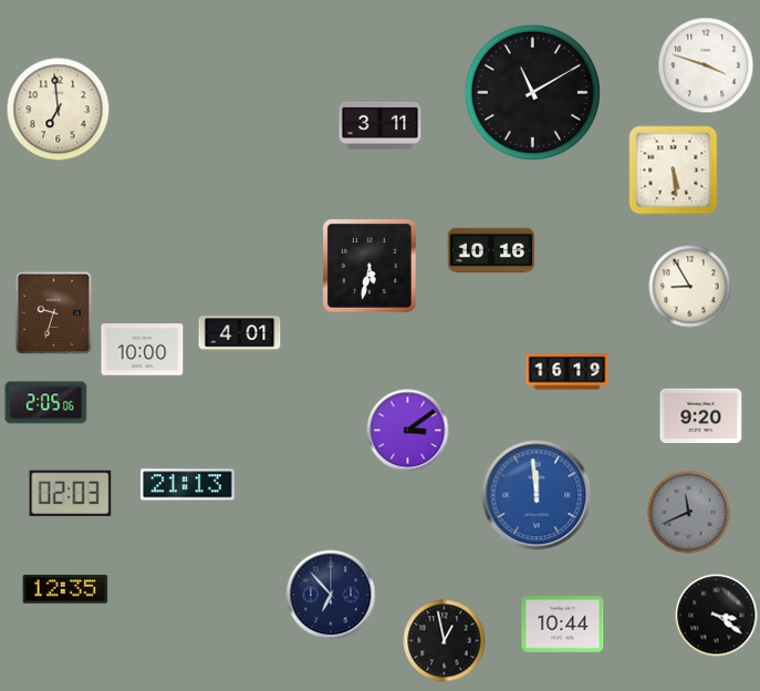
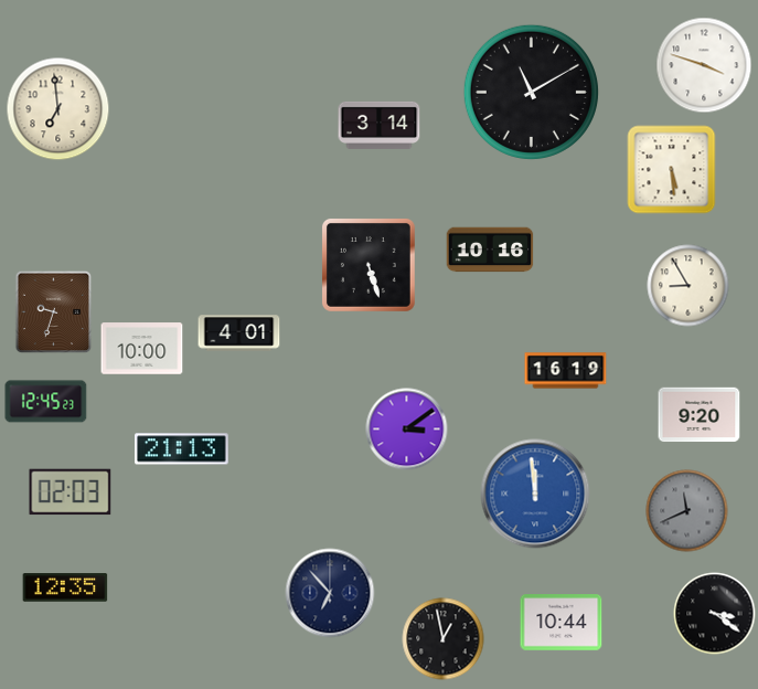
clock at (381, 125): 3:11 -> 3:14
clock at (369, 266): 5:32 -> 5:27
clock at (46, 403): 2:05 -> 12:45
clock at (188, 485) position: (188, 485) -> (182, 449)
